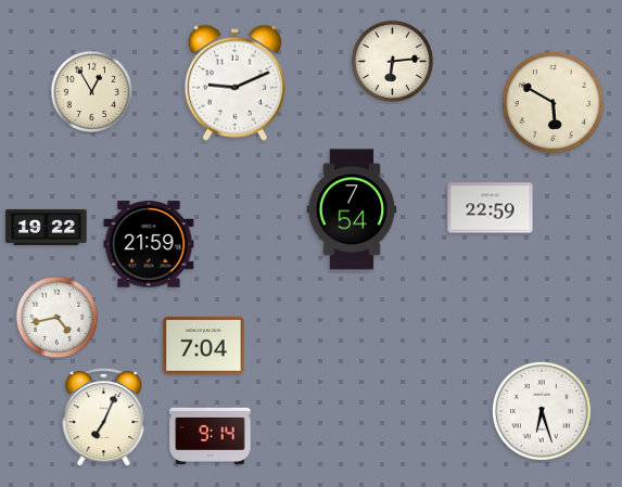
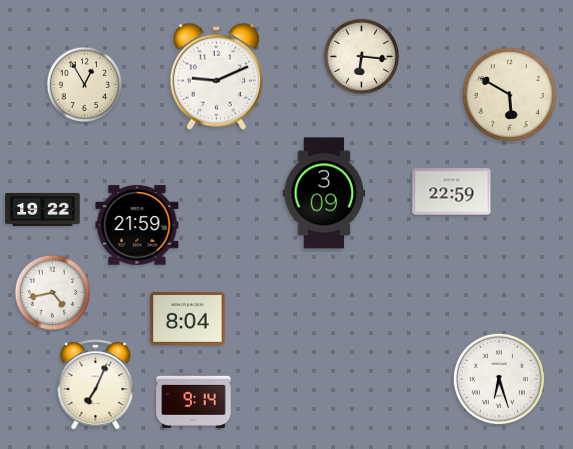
clock at (393, 62): 6:14 -> 6:16
clock at (352, 209): 7:54 -> 3:09
clock at (204, 345): 7:04 -> 8:04
